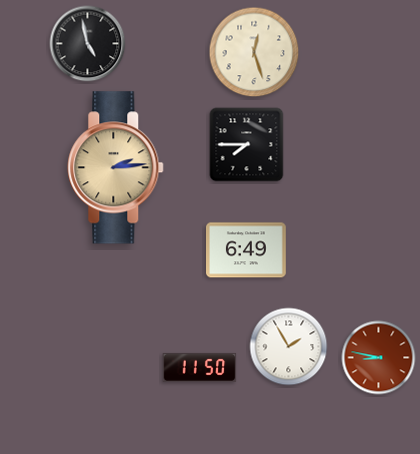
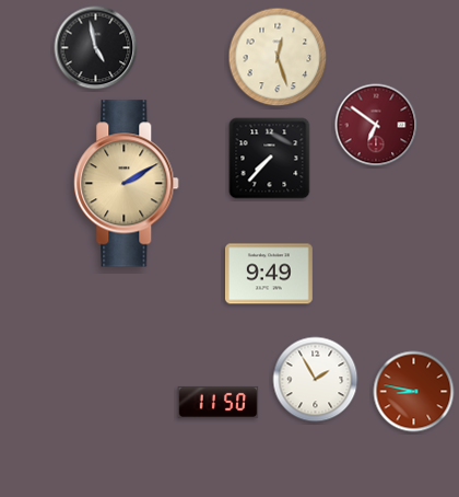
clock at (376, 125): none -> 6:51
clock at (247, 145): 7:45 -> 7:37
clock at (116, 168): 2:14 -> 2:10
clock at (247, 250): 6:49 -> 9:49
